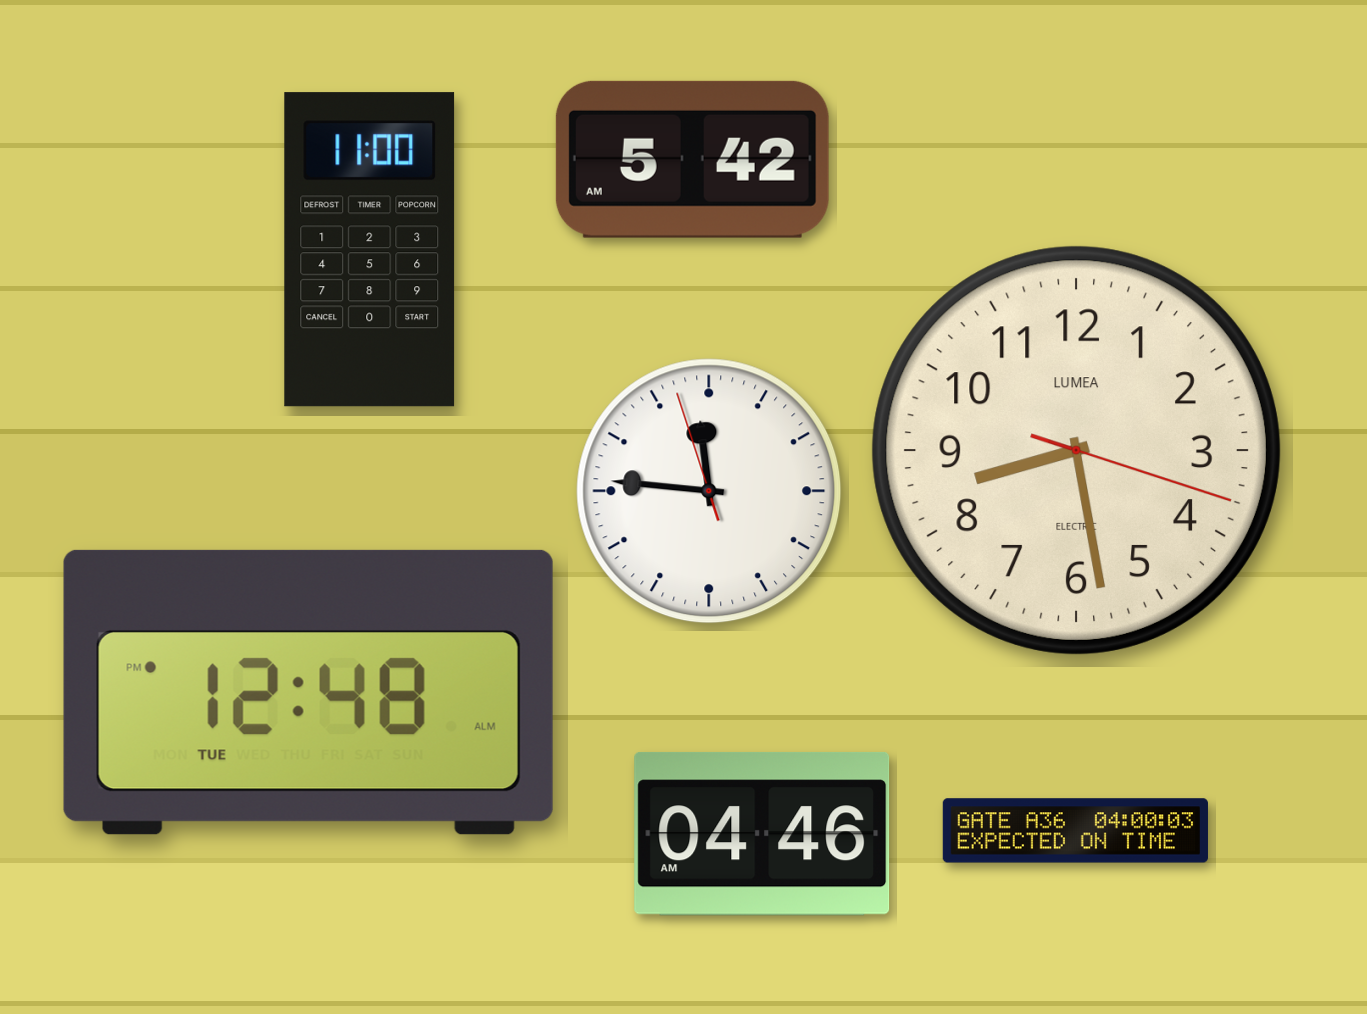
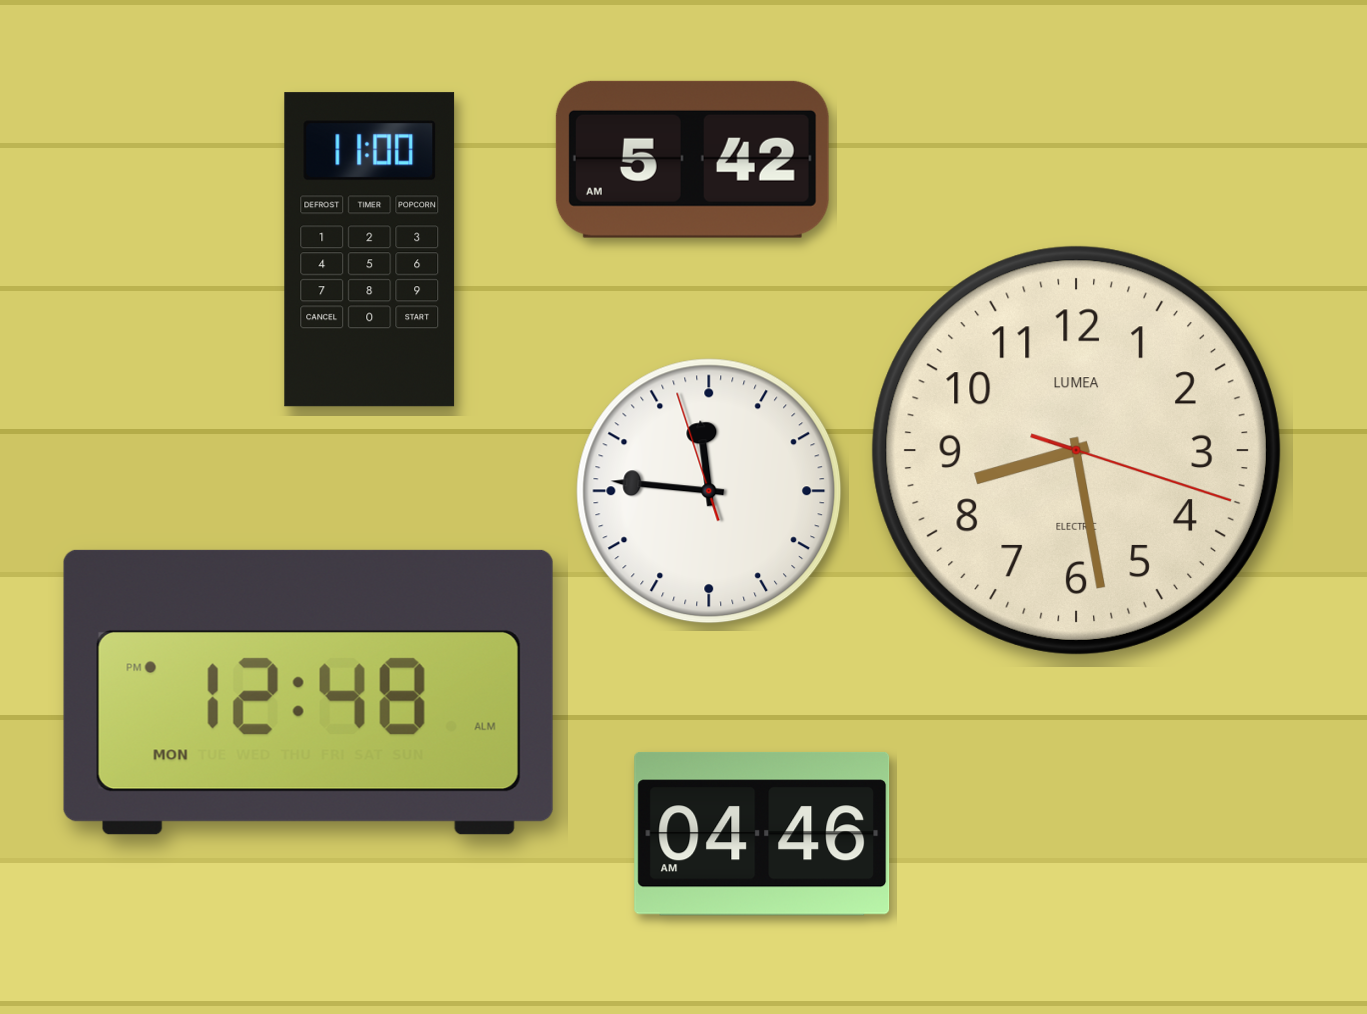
clock at (308, 692) date: TUE -> MON
clock at (1075, 831): 04:00 -> none
